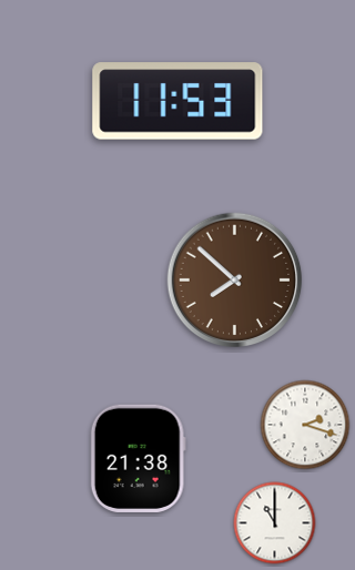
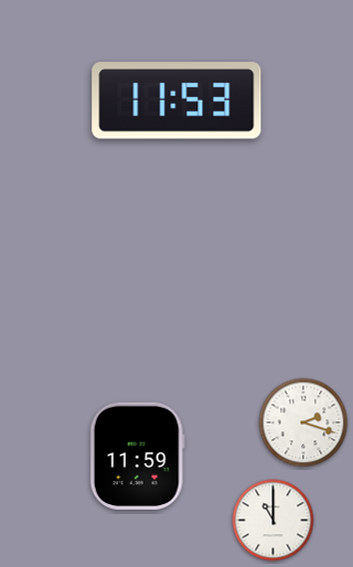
clock at (235, 281): 7:52 -> none
clock at (138, 458): 21:38 -> 11:59
